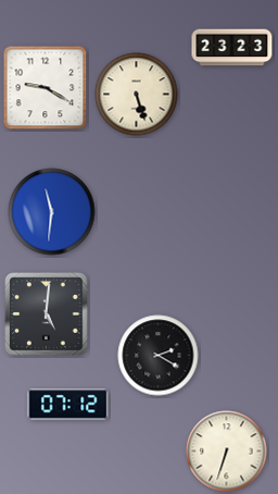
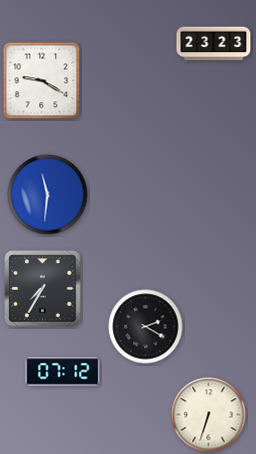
clock at (137, 95): 5:27 -> none
clock at (47, 314): 5:01 -> 7:35
